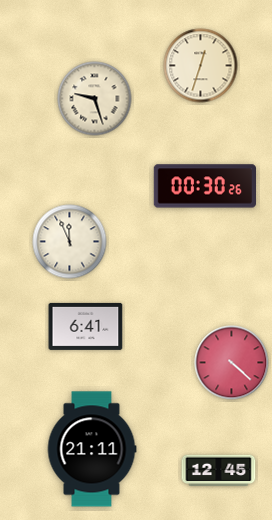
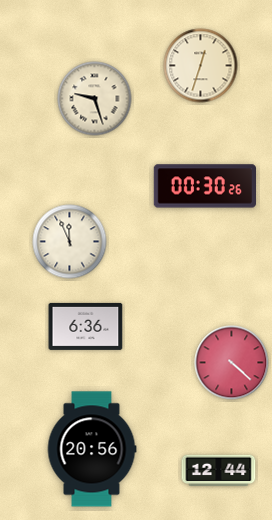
clock at (86, 326): 6:41 -> 6:36
clock at (92, 449): 21:11 -> 20:56
clock at (219, 471): 12:45 -> 12:44
